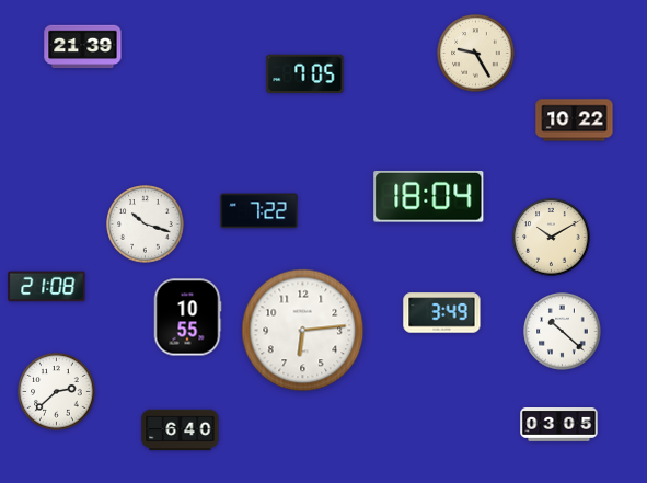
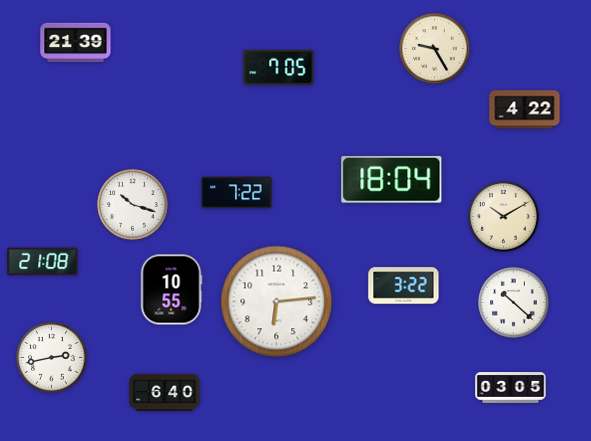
clock at (575, 120): 10:22 -> 4:22
clock at (442, 313): 3:49 -> 3:22
clock at (57, 392): 2:38 -> 2:43
